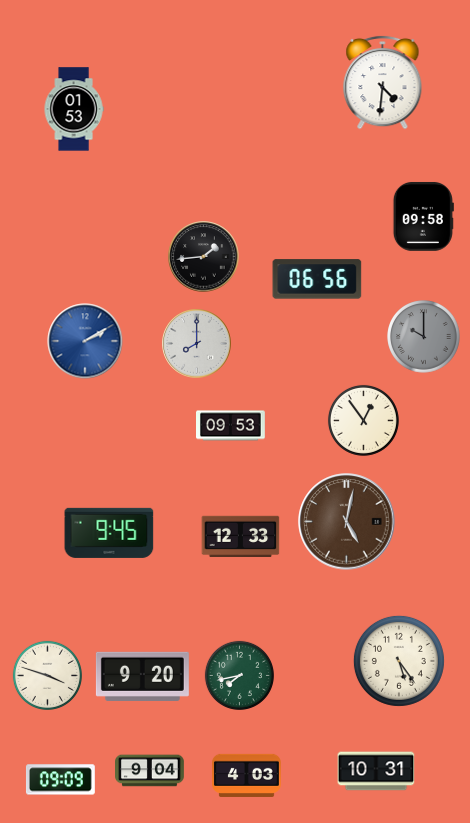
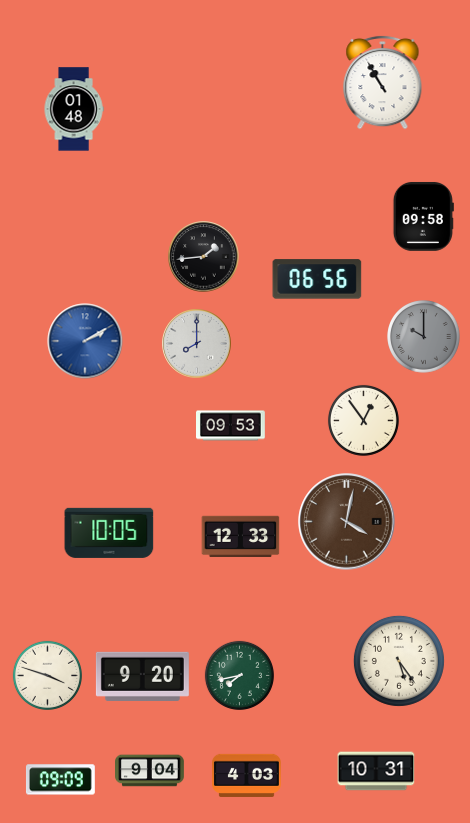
clock at (383, 82): 4:31 -> 10:55
clock at (74, 109): 01:53 -> 01:48
clock at (347, 522): 5:02 -> 4:02
clock at (109, 533): 9:45 -> 10:05
